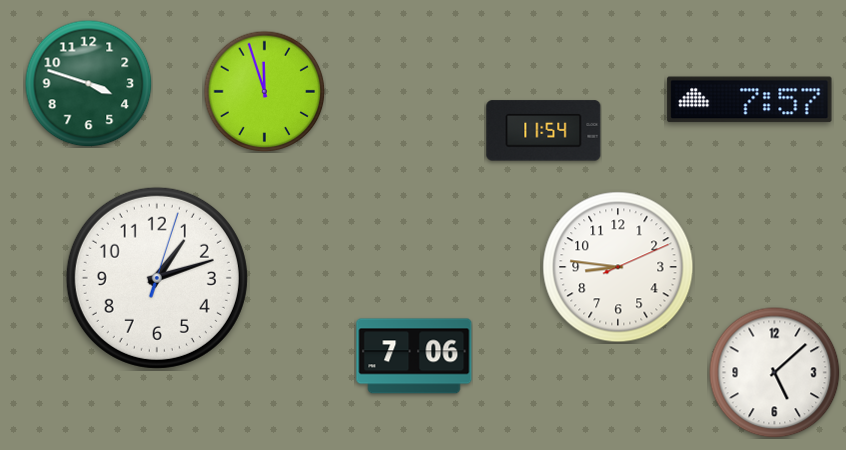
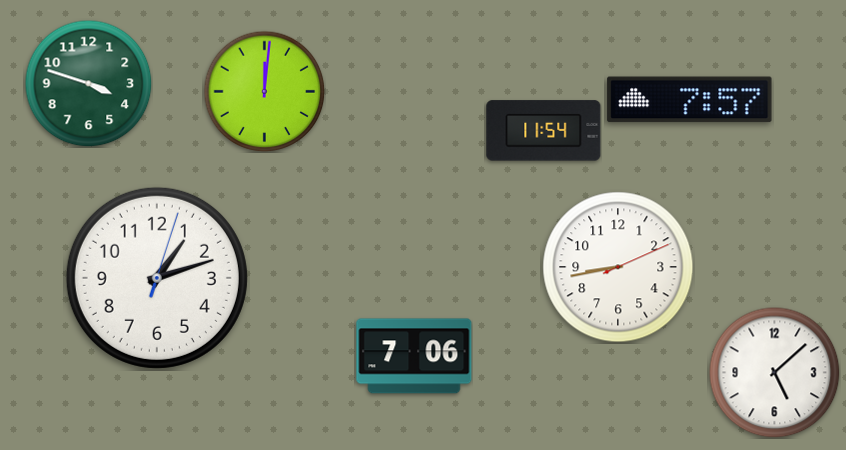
clock at (264, 91): 11:57 -> 12:01
clock at (750, 100) position: (750, 100) -> (690, 100)
clock at (618, 267): 8:46 -> 8:43
